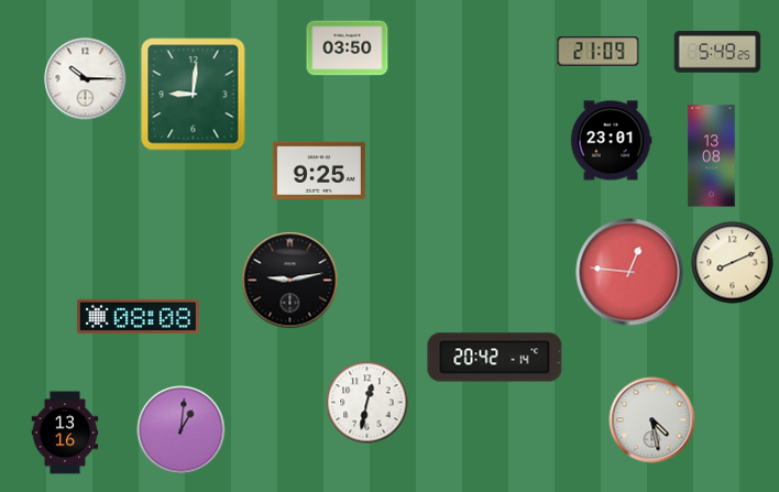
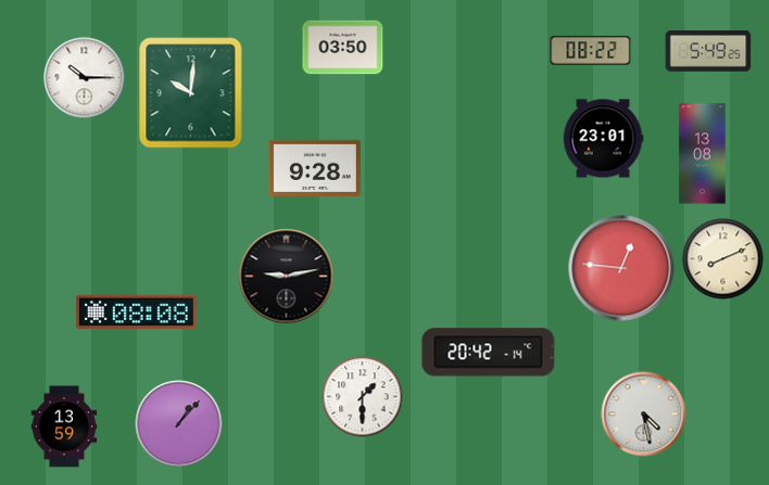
clock at (599, 52): 21:09 -> 08:22
clock at (194, 95): 9:01 -> 10:01
clock at (319, 171): 9:25 -> 9:28
clock at (367, 403): 12:32 -> 1:30
clock at (182, 430): 1:01 -> 1:07
clock at (65, 433): 13:16 -> 13:59
